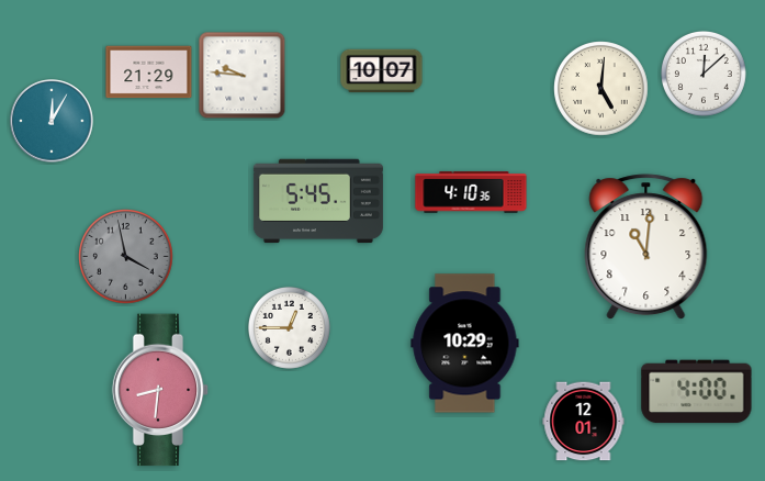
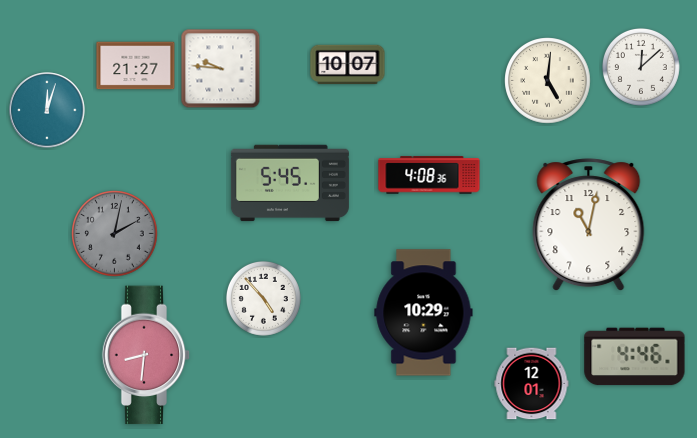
clock at (149, 72): 21:29 -> 21:27
clock at (52, 121): 12:05 -> 12:03
clock at (471, 192): 4:10 -> 4:08
clock at (646, 247): 11:01 -> 11:02
clock at (126, 257): 3:58 -> 2:02
clock at (289, 327): 12:45 -> 4:53
clock at (697, 392): 4:00 -> 4:46
